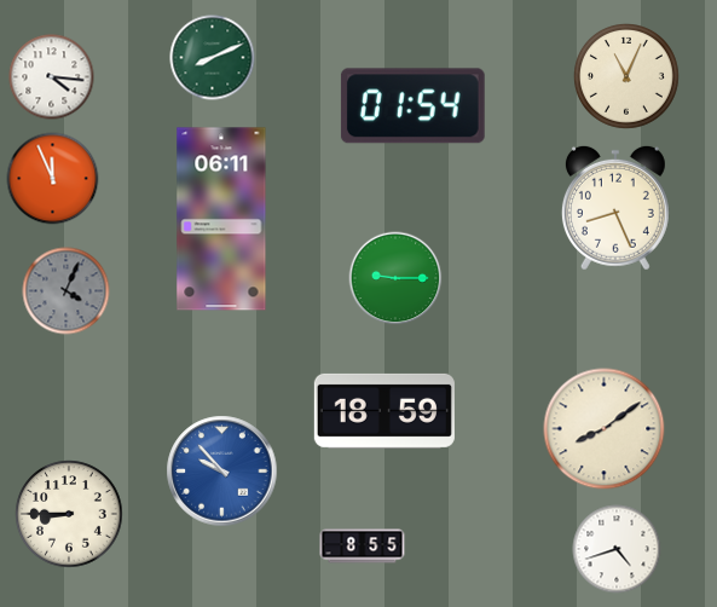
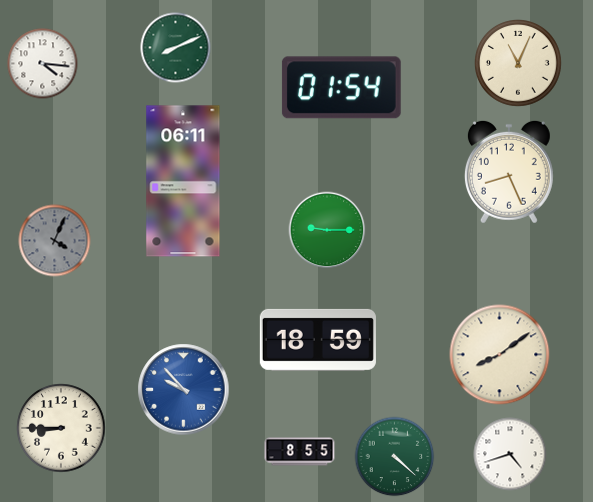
clock at (53, 179): 11:56 -> none
clock at (69, 514) position: (69, 514) -> (61, 428)
clock at (395, 457): none -> 4:22
